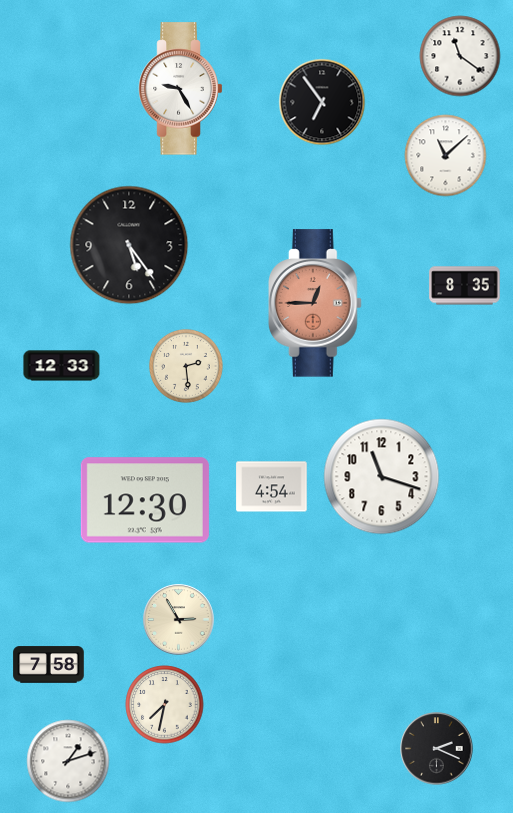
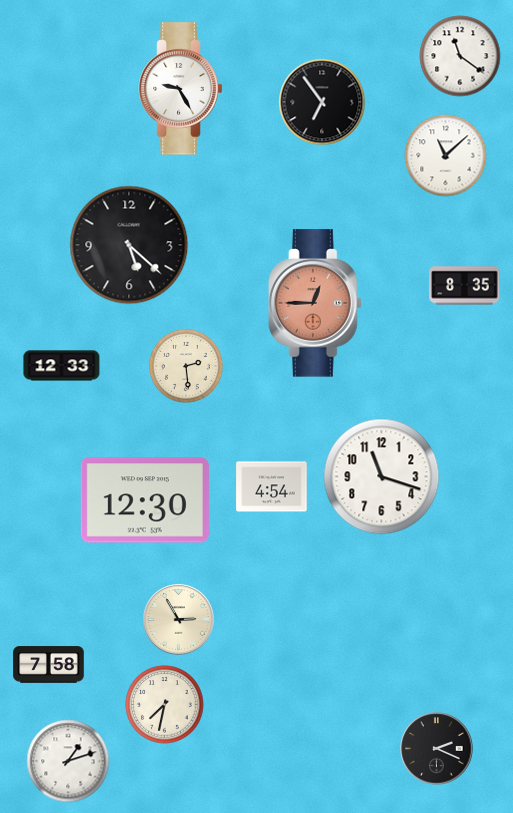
clock at (129, 245): 5:24 -> 5:22
